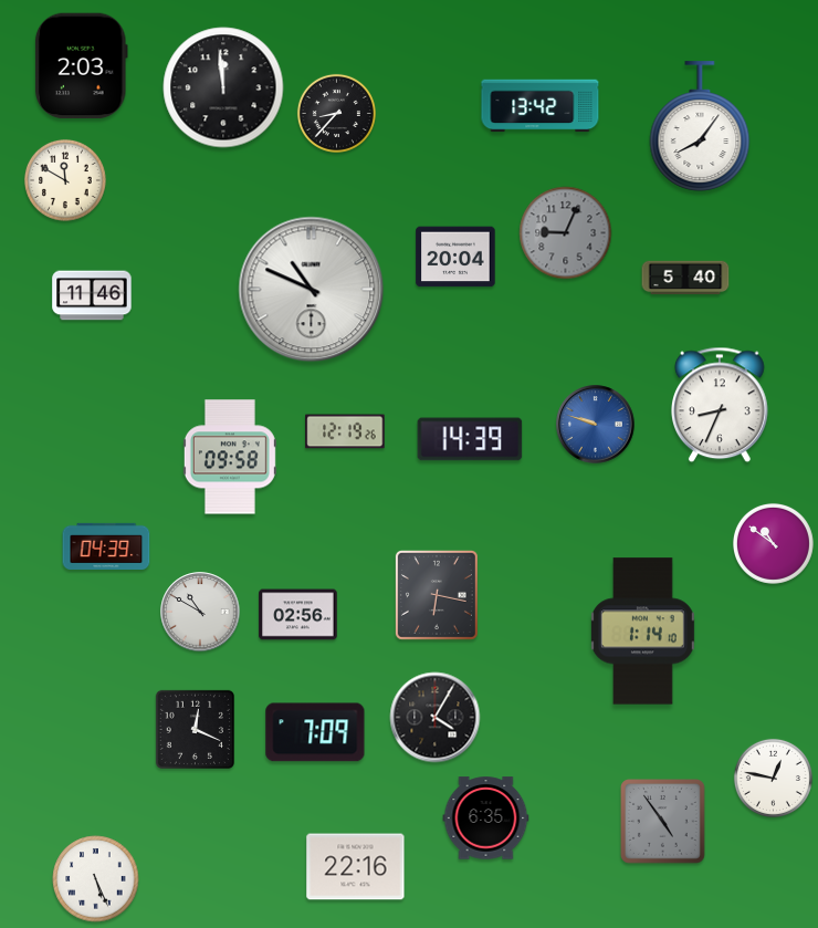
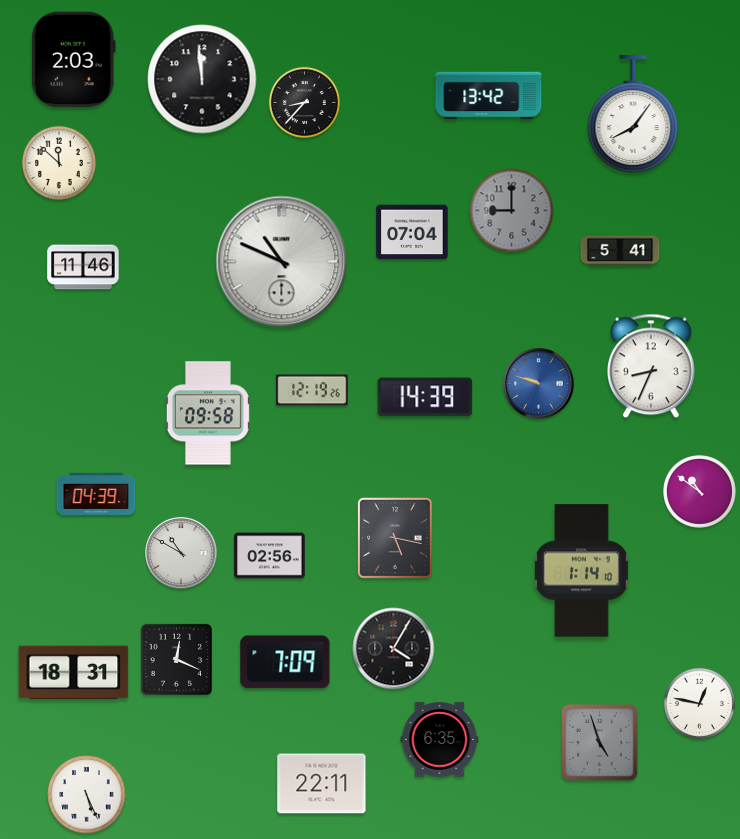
clock at (65, 180): 11:50 -> 11:52
clock at (566, 233): 9:04 -> 9:00
clock at (455, 257): 20:04 -> 07:04
clock at (685, 278): 5:40 -> 5:41
clock at (437, 595): 6:17 -> 5:17
clock at (74, 673): none -> 18:31
clock at (663, 822): 4:54 -> 4:57
clock at (356, 867): 22:16 -> 22:11
